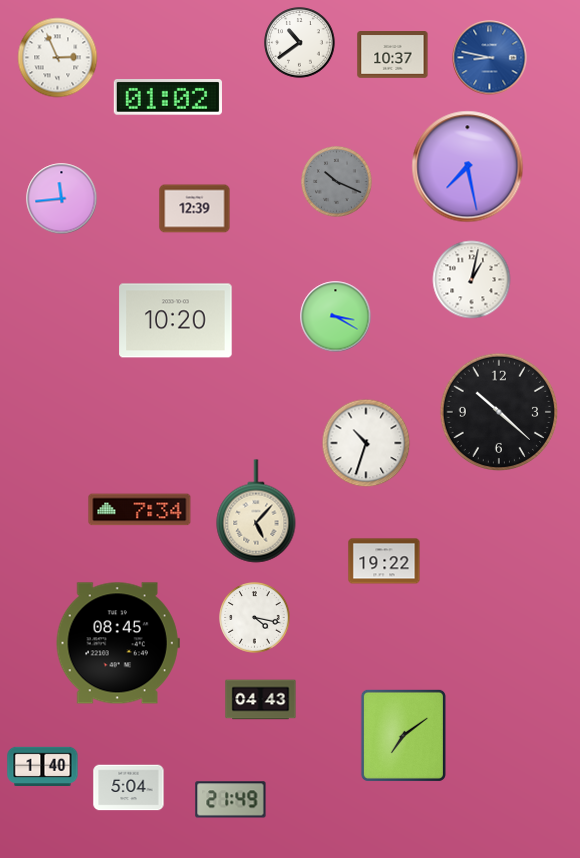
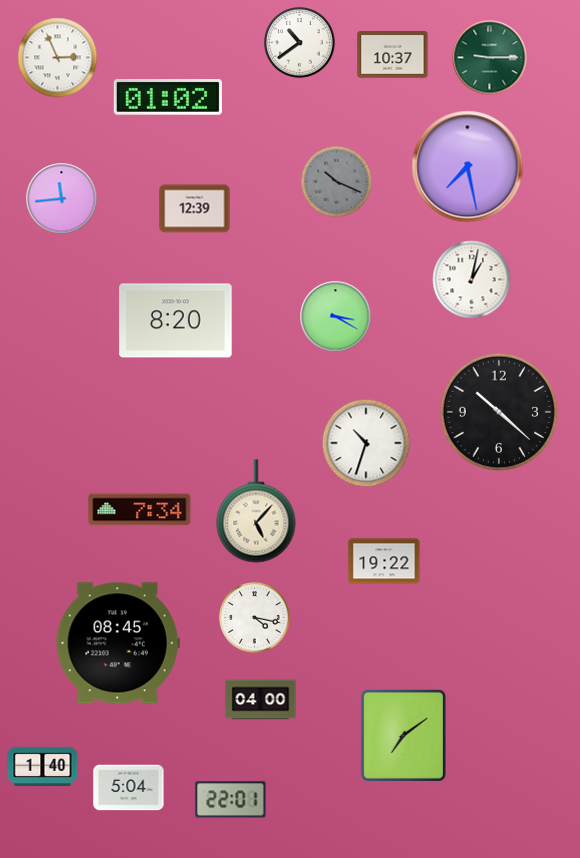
clock at (490, 58): 8:47 -> 9:15
clock at (490, 58) dial: blue -> green
clock at (176, 321): 10:20 -> 8:20
clock at (261, 700): 04:43 -> 04:00
clock at (231, 800): 21:49 -> 22:01
